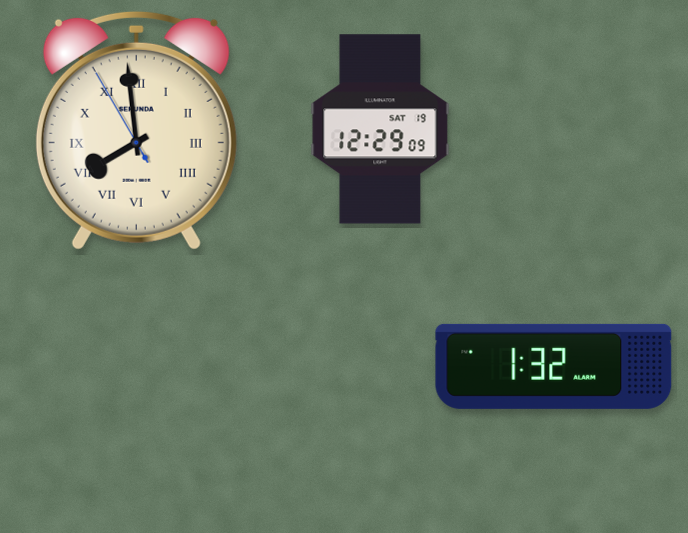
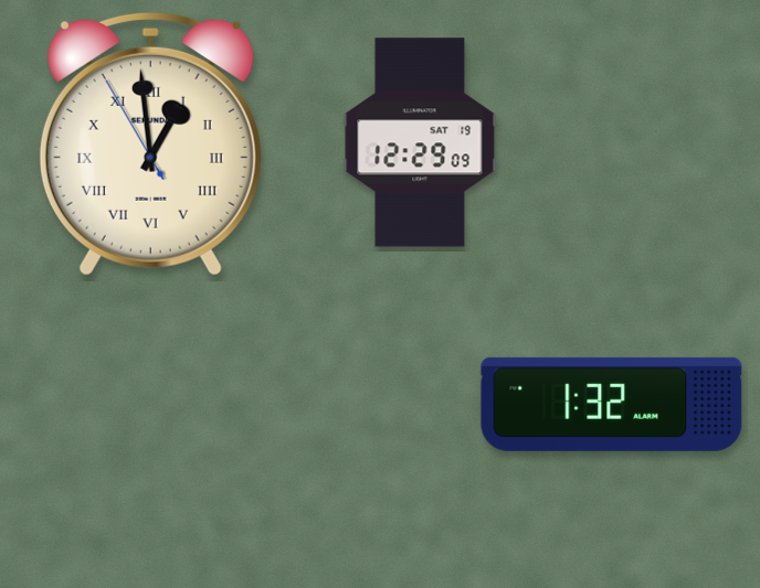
clock at (136, 130): 7:58 -> 12:58
